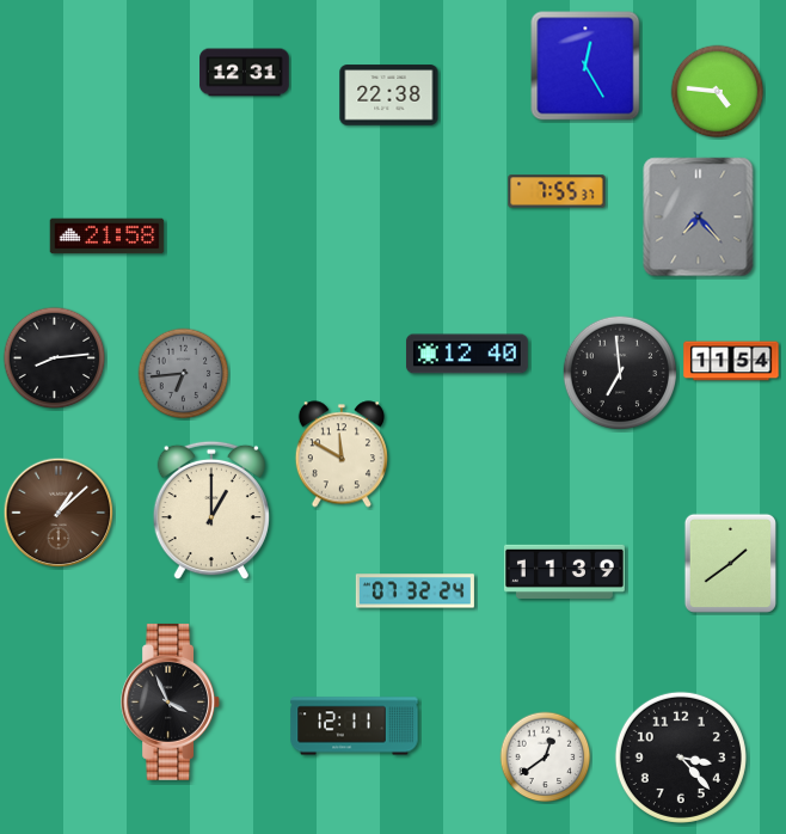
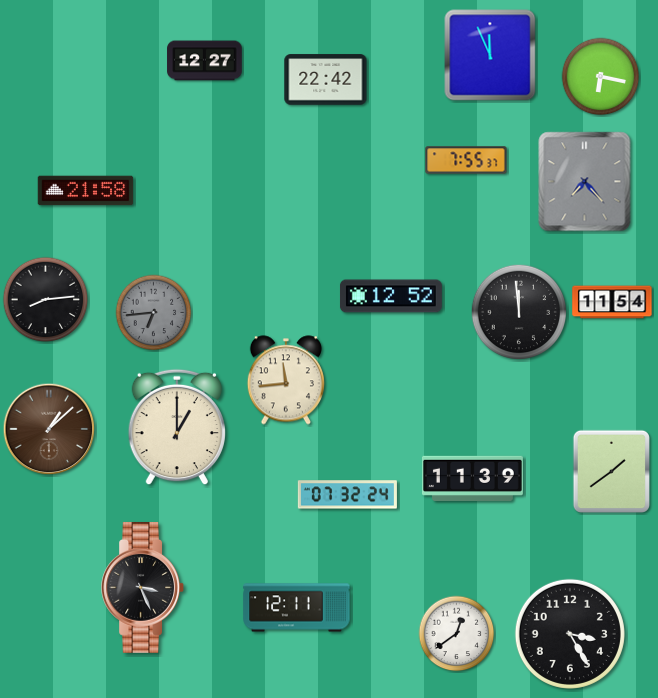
clock at (585, 66): 12:25 -> 11:56
clock at (245, 73): 12:31 -> 12:27
clock at (718, 92): 4:46 -> 6:17
clock at (389, 96): 22:38 -> 22:42
clock at (108, 237) position: (108, 237) -> (86, 191)
clock at (467, 354): 12:40 -> 12:52
clock at (620, 373): 6:59 -> 11:59
clock at (342, 454): 11:50 -> 11:44
clock at (171, 701): 3:56 -> 3:26
clock at (681, 758): 3:23 -> 3:25
